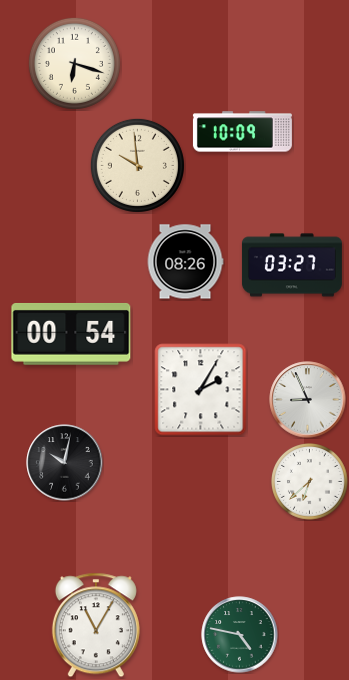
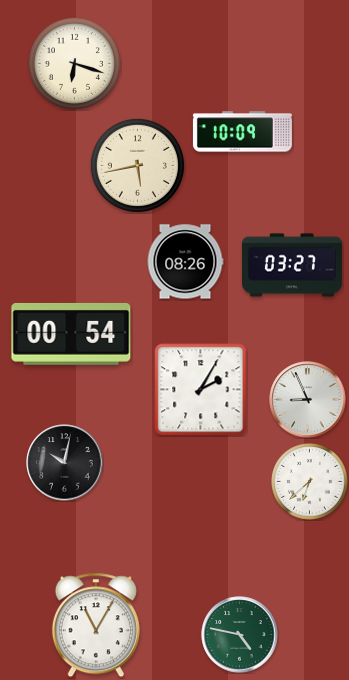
clock at (137, 165): 9:59 -> 5:43
